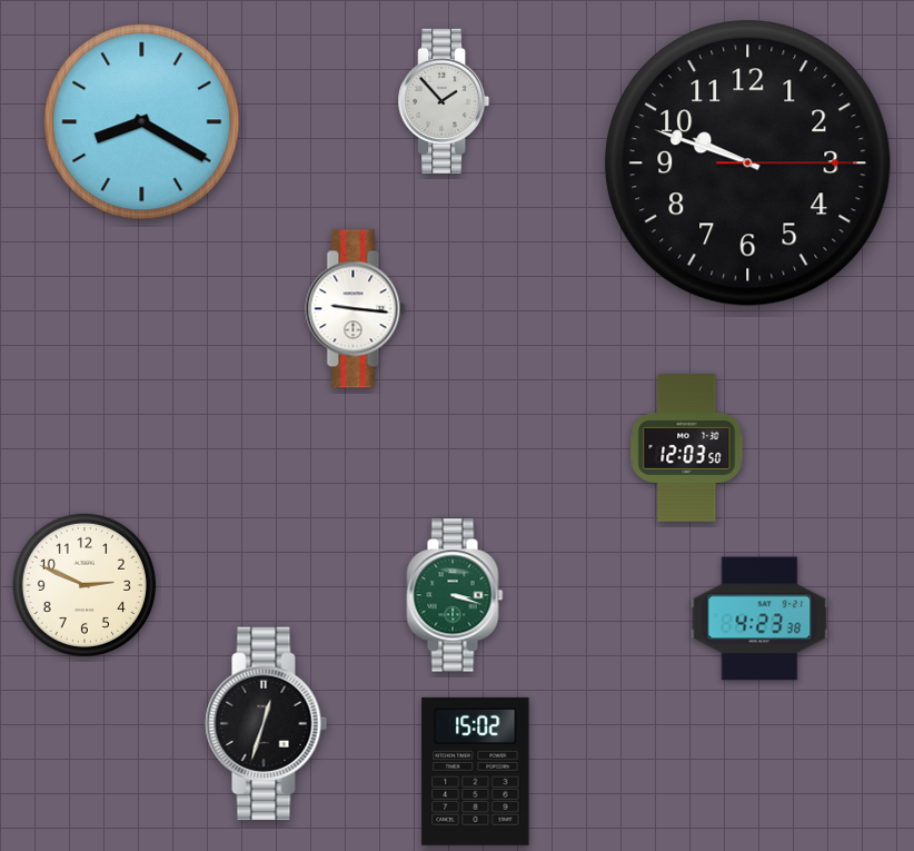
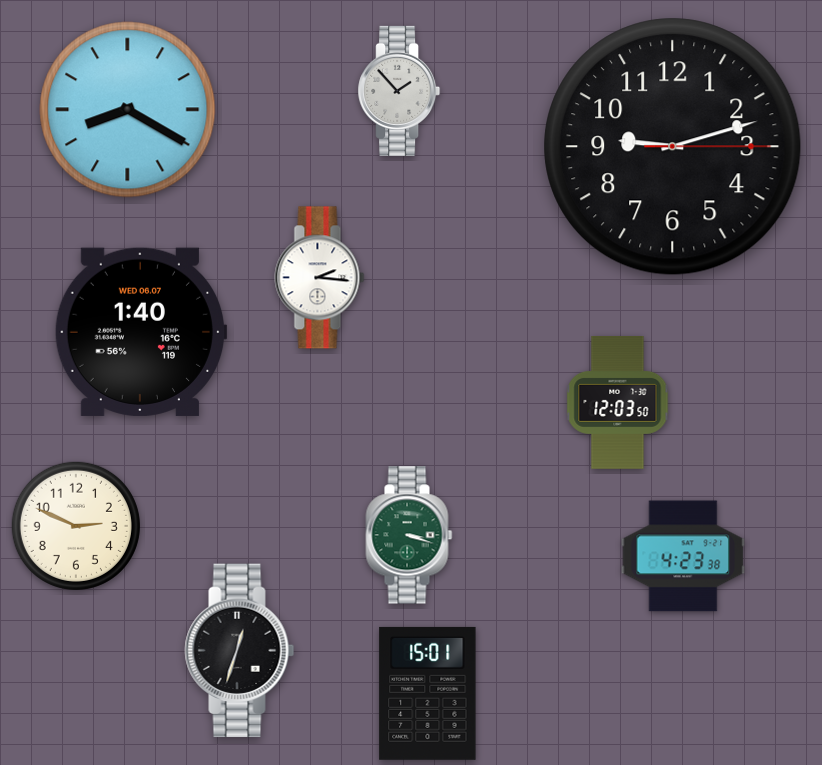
clock at (748, 164): 9:48 -> 9:12
clock at (356, 309): 9:16 -> 2:16
clock at (141, 332): none -> 1:40
clock at (476, 771): 15:02 -> 15:01
